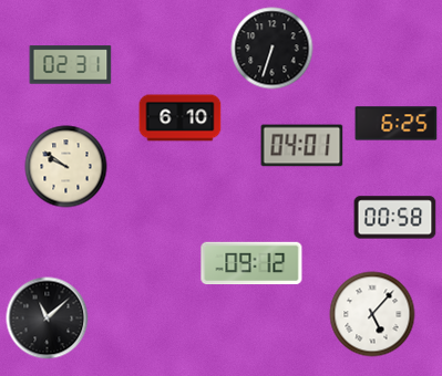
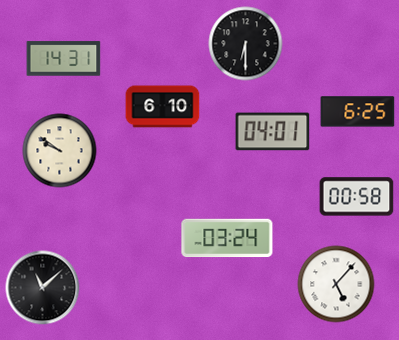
clock at (273, 49): 6:33 -> 6:30
clock at (71, 65): 02:31 -> 14:31
clock at (251, 263): 09:12 -> 03:24
